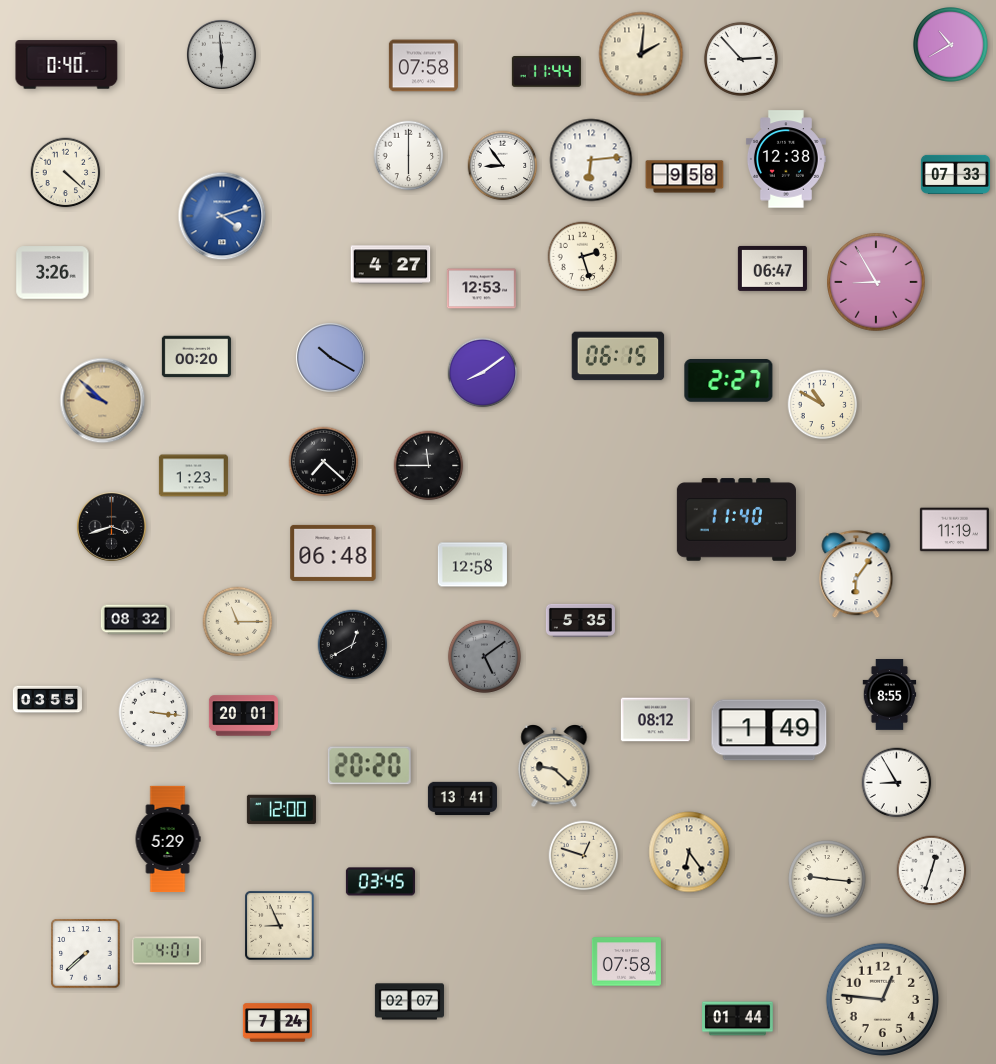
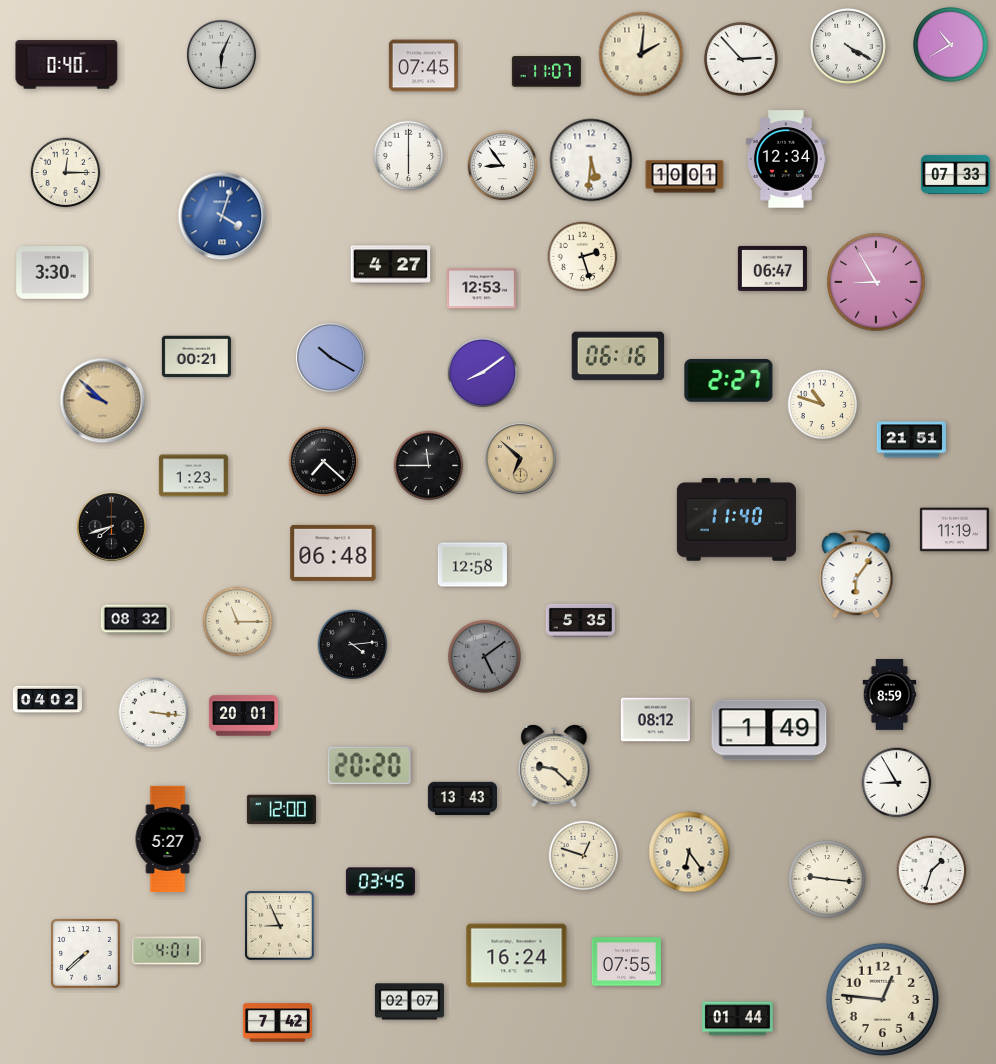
clock at (848, 46): none -> 4:20
clock at (221, 54): 5:59 -> 6:04
clock at (423, 66): 07:58 -> 07:45
clock at (546, 72): 11:44 -> 11:07
clock at (786, 159): 12:38 -> 12:34
clock at (591, 160): 6:14 -> 5:31
clock at (66, 173): 4:22 -> 12:15
clock at (685, 177): 9:58 -> 10:01
clock at (222, 216): 4:12 -> 4:03
clock at (53, 273): 3:26 -> 3:30
clock at (618, 356): 06:15 -> 06:16
clock at (196, 357): 00:20 -> 00:21
clock at (823, 405): 10:50 -> 10:48
clock at (911, 440): none -> 21:51
clock at (521, 459): none -> 6:52
clock at (111, 526): 3:42 -> 7:42
clock at (353, 645): 12:40 -> 4:14
clock at (890, 695): 8:55 -> 8:59
clock at (47, 700): 03:55 -> 04:02
clock at (462, 799): 13:41 -> 13:43
clock at (168, 838): 5:29 -> 5:27
clock at (932, 871): 12:33 -> 1:33
clock at (517, 956): none -> 16:24
clock at (626, 962): 07:58 -> 07:55
clock at (277, 1023): 7:24 -> 7:42
